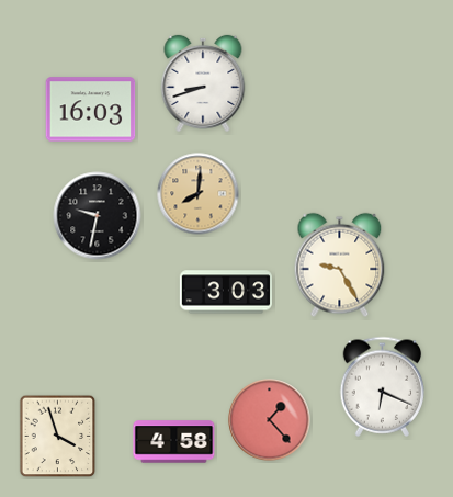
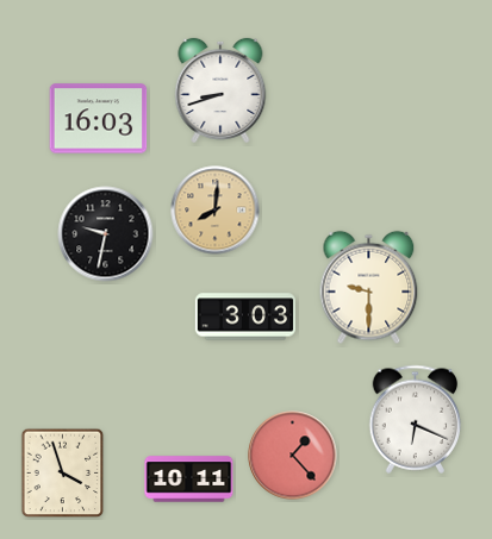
clock at (340, 266): 9:25 -> 9:30
clock at (174, 442): 4:58 -> 10:11
